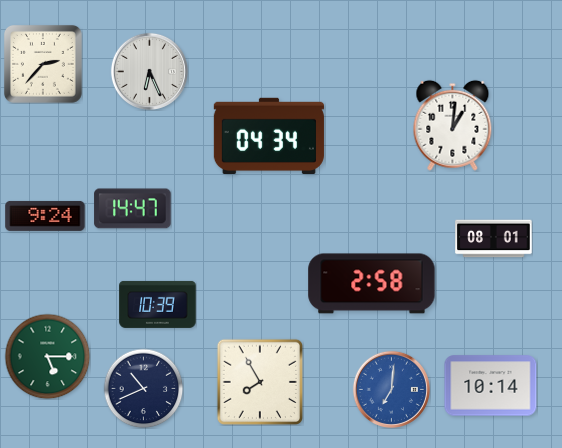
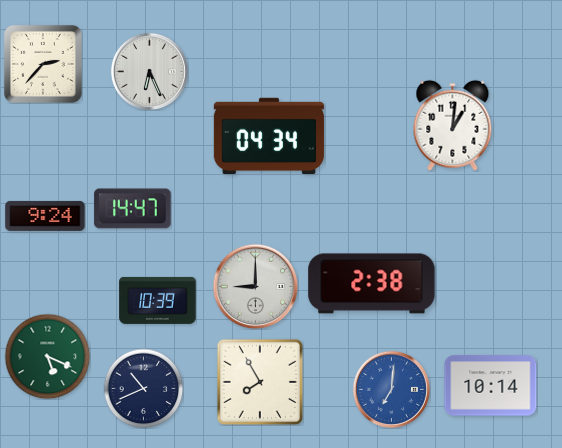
clock at (494, 239): 08:01 -> none
clock at (372, 284): 2:58 -> 2:38
clock at (255, 286): none -> 9:00
clock at (158, 304) position: (158, 304) -> (158, 300)
clock at (47, 356): 5:15 -> 5:19
